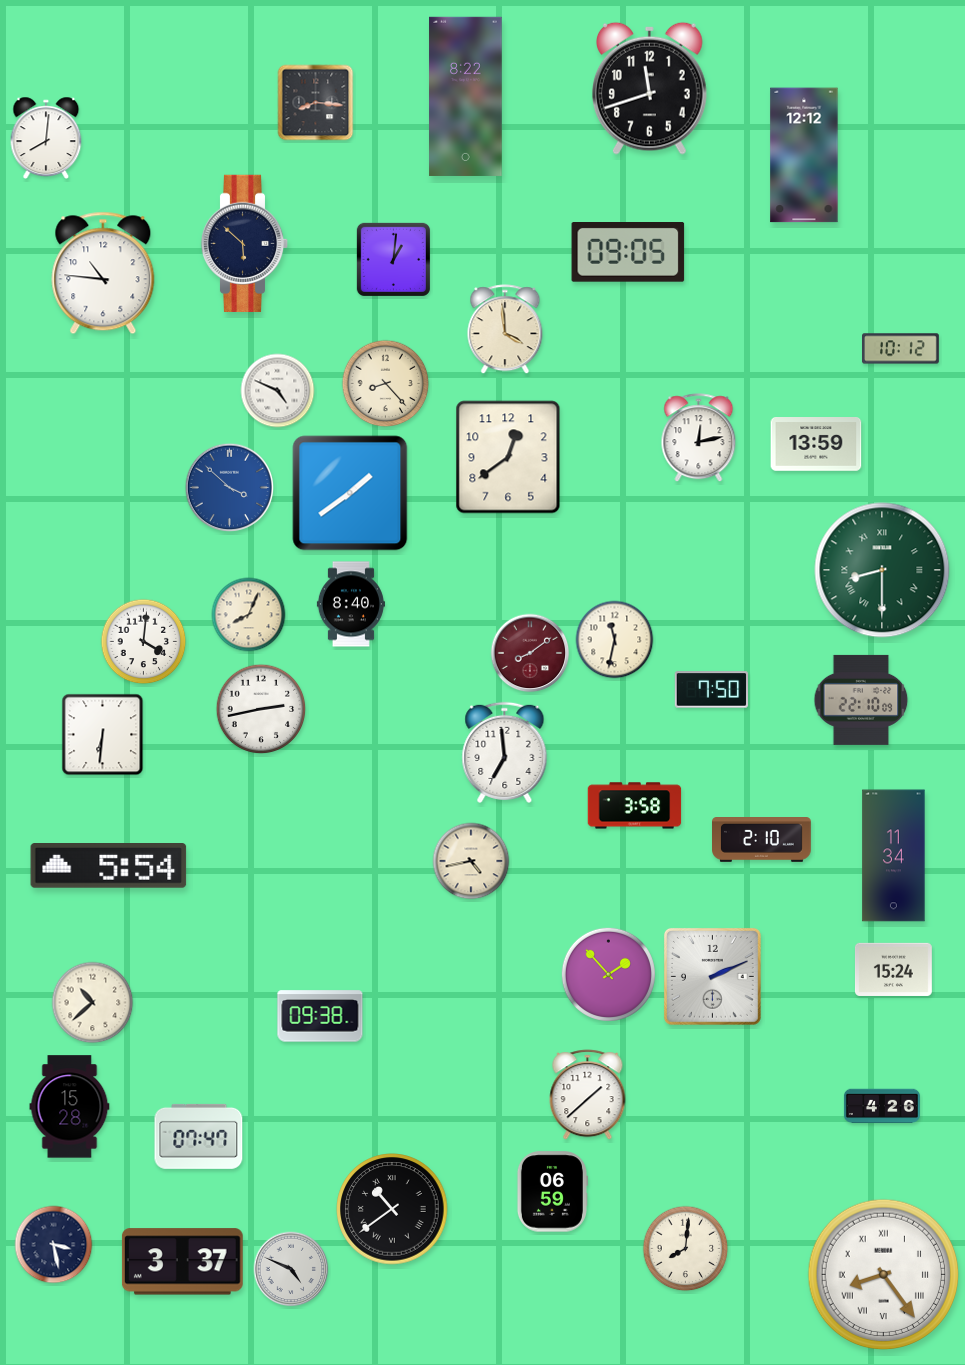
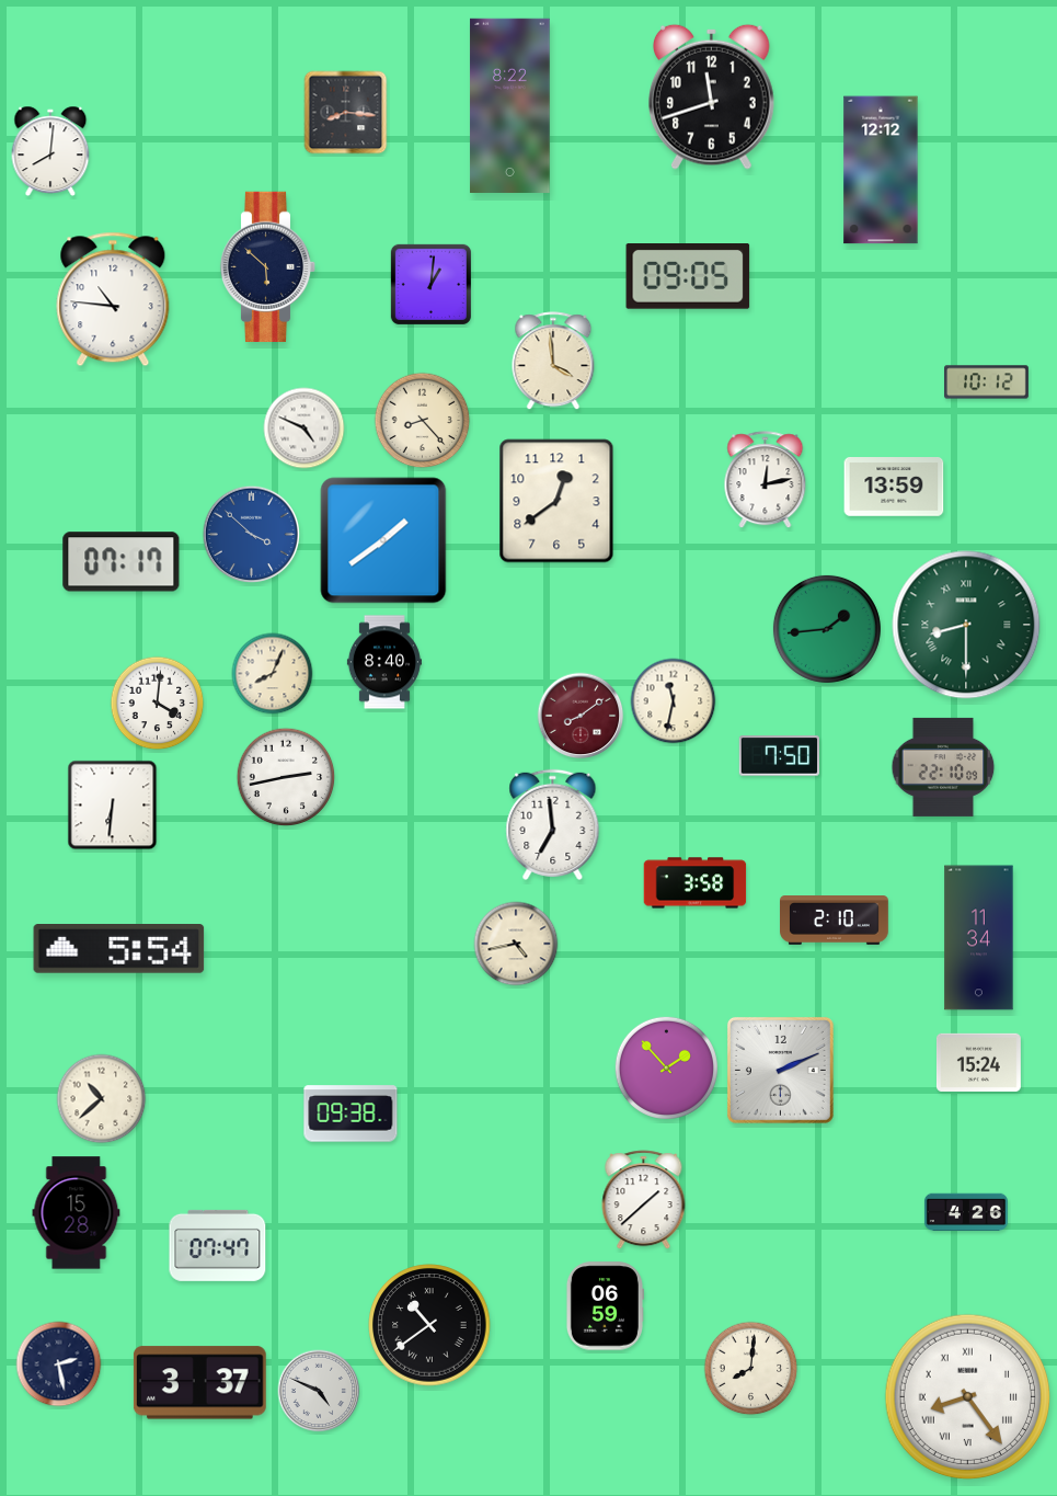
clock at (122, 562): none -> 07:17
clock at (827, 629): none -> 1:44
clock at (54, 1245): 3:28 -> 2:28
